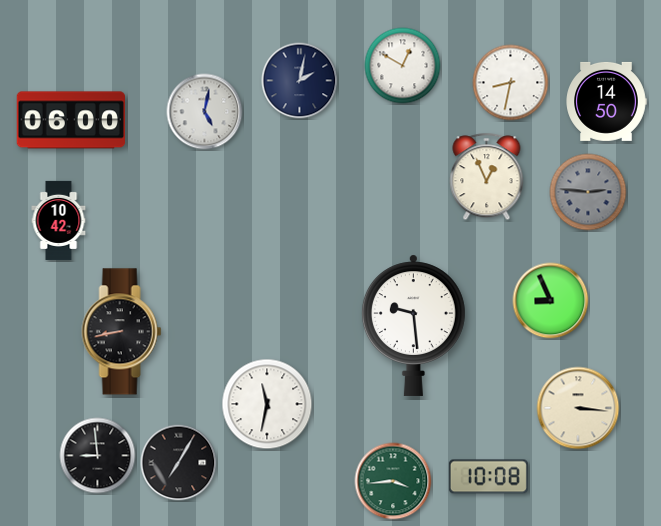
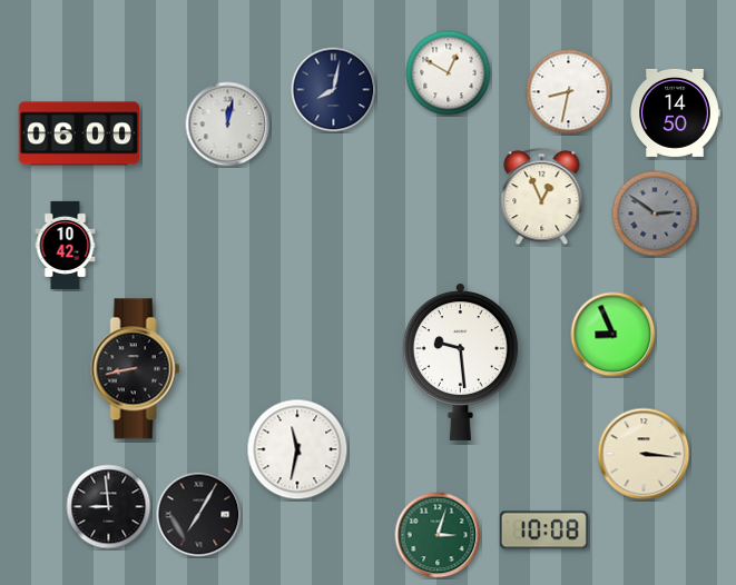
clock at (300, 81): 2:02 -> 8:02
clock at (205, 112): 5:02 -> 12:02
clock at (588, 192): 2:46 -> 2:51
clock at (393, 481): 3:44 -> 3:03
